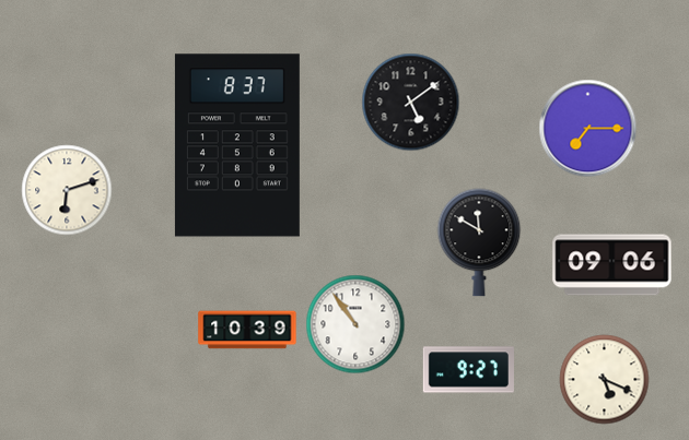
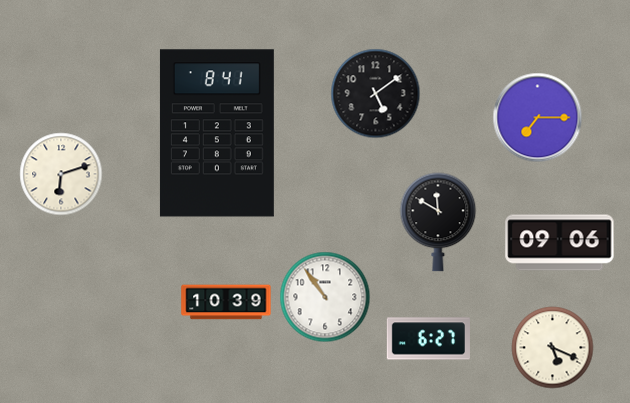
clock at (237, 145): 8:37 -> 8:41
clock at (468, 370): 9:27 -> 6:27
